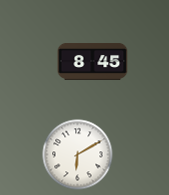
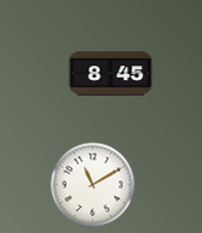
clock at (78, 155): 6:10 -> 11:10
